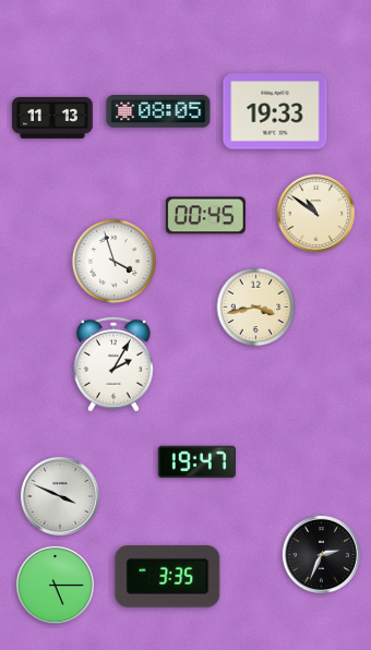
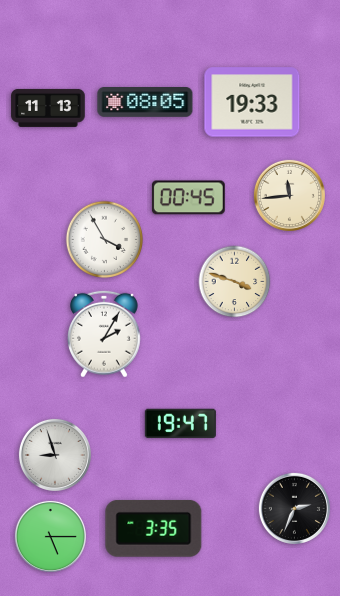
clock at (315, 213): 10:51 -> 11:44
clock at (113, 261): 3:57 -> 3:55
clock at (256, 308): 3:43 -> 3:48
clock at (60, 496): 3:49 -> 8:57
